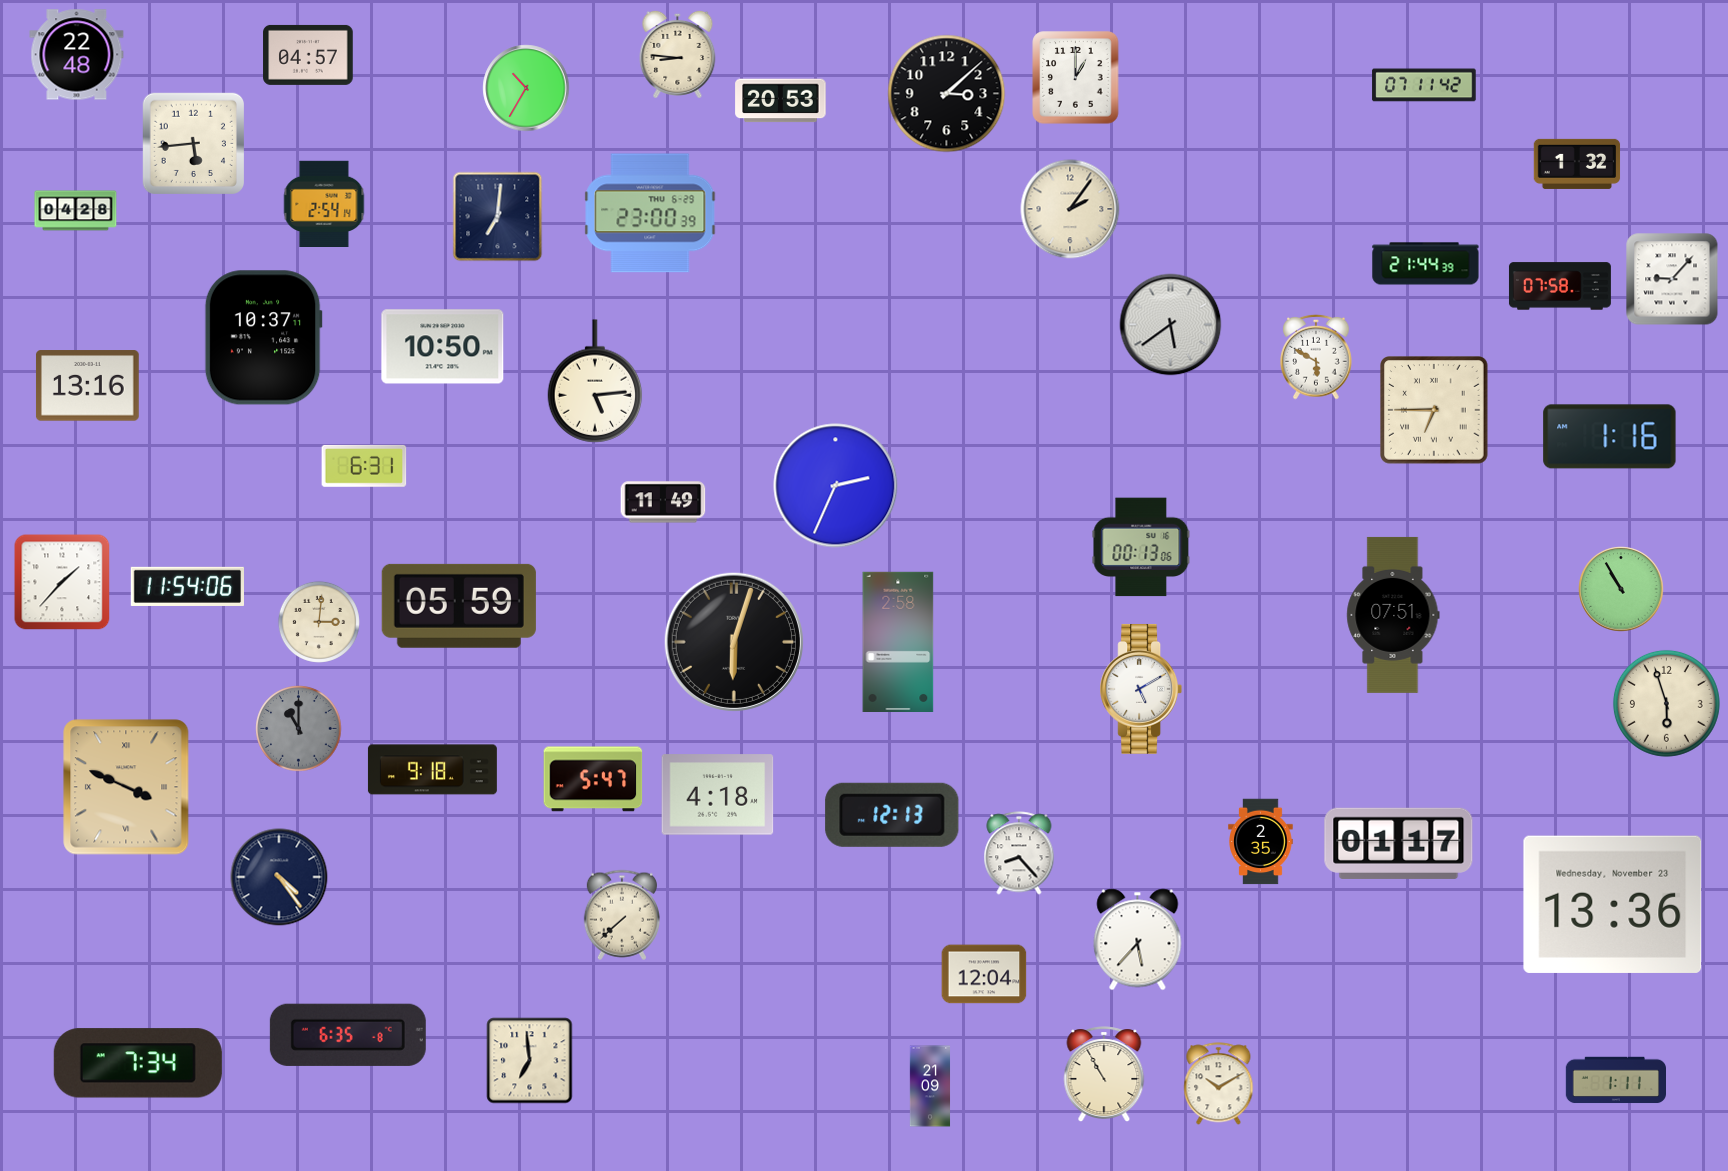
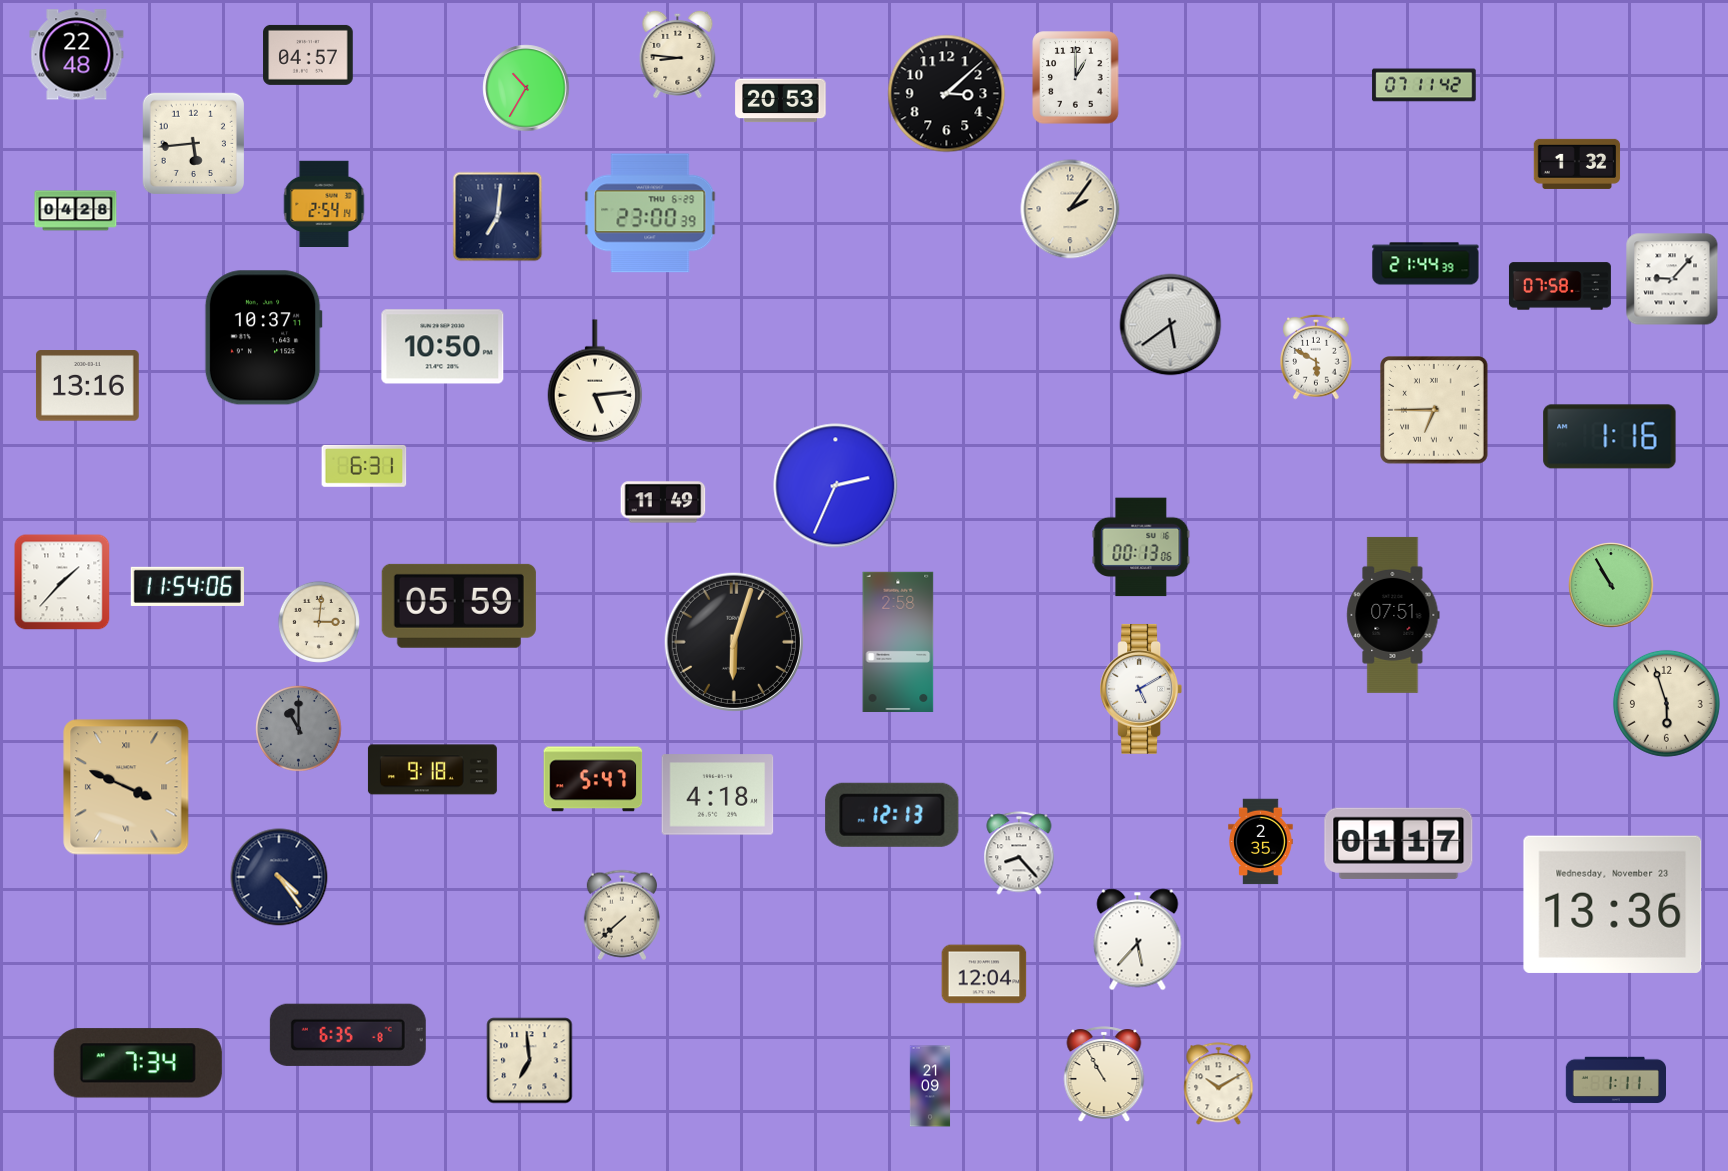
clock at (1621, 589) position: (1621, 589) -> (1611, 585)
